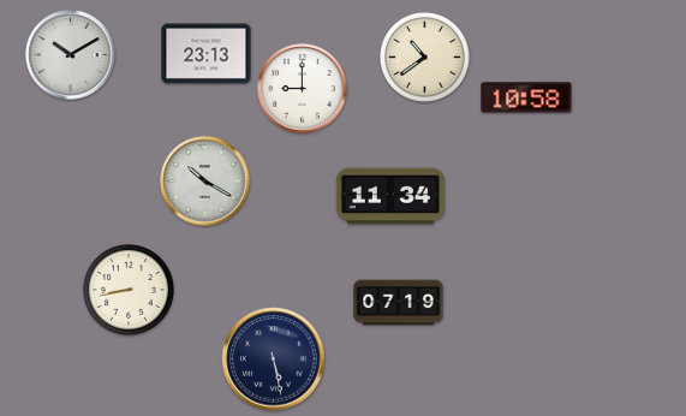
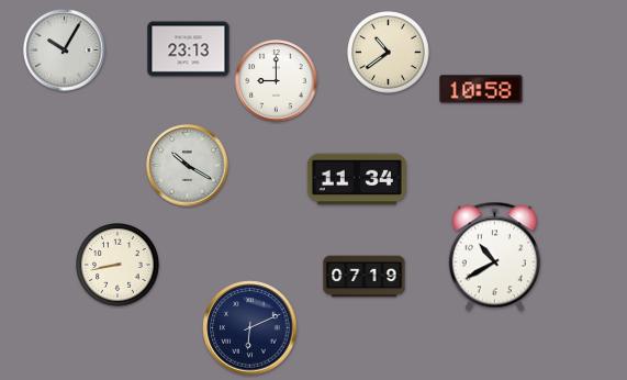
clock at (71, 55): 10:10 -> 10:05
clock at (494, 257): none -> 10:40
clock at (274, 359): 5:28 -> 6:11
